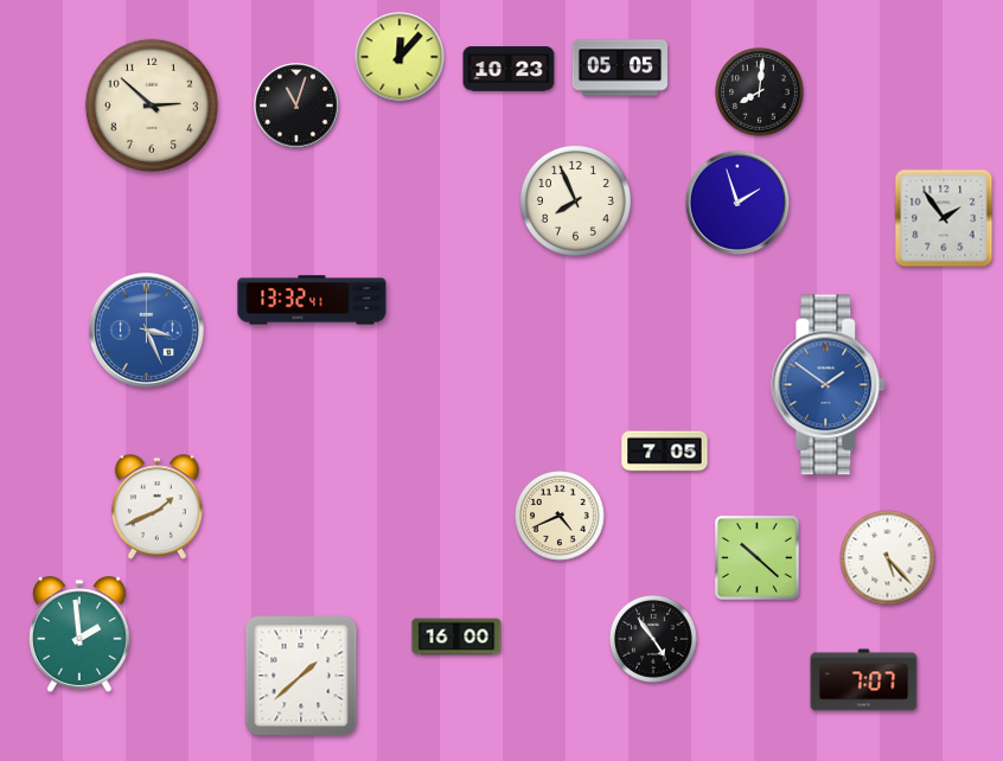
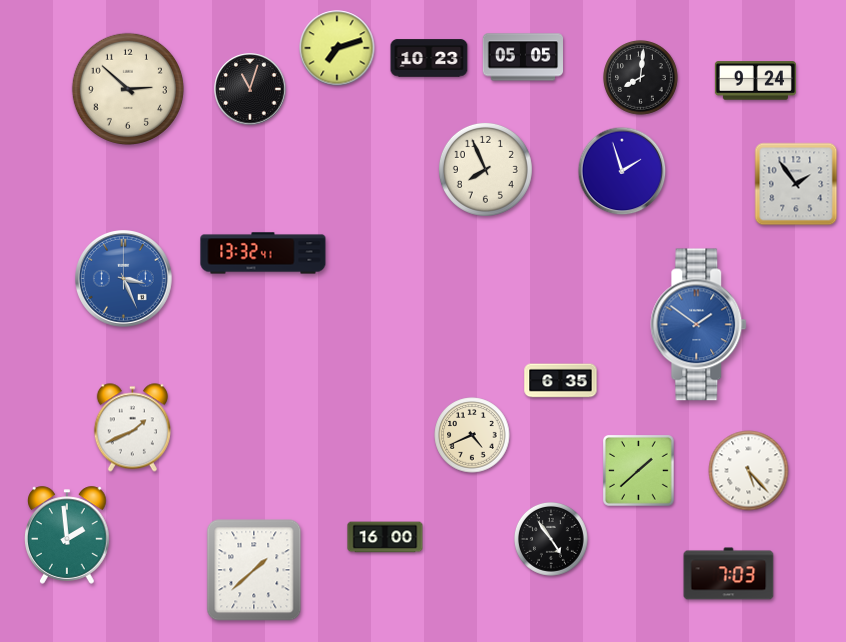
clock at (400, 57): 12:07 -> 7:12
clock at (755, 81): none -> 9:24
clock at (665, 452): 7:05 -> 6:35
clock at (758, 558): 10:22 -> 1:38
clock at (864, 680): 7:07 -> 7:03
